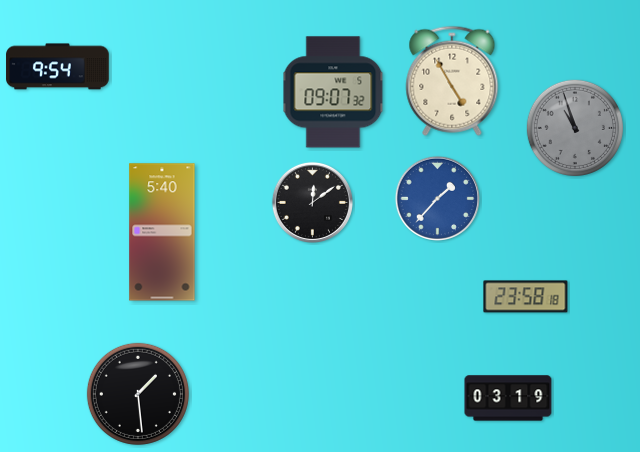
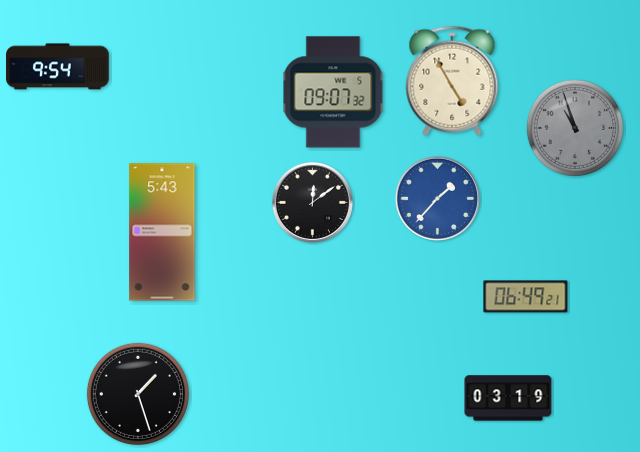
clock at (162, 232): 5:40 -> 5:43
clock at (526, 297): 23:58 -> 06:49
clock at (138, 394): 1:29 -> 1:27
